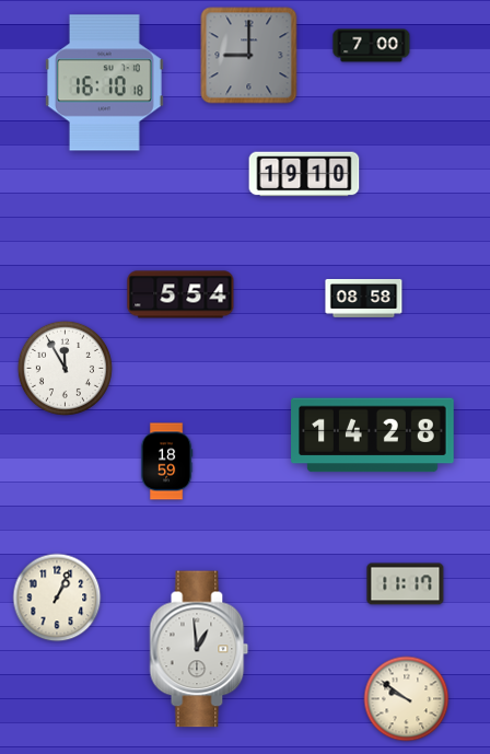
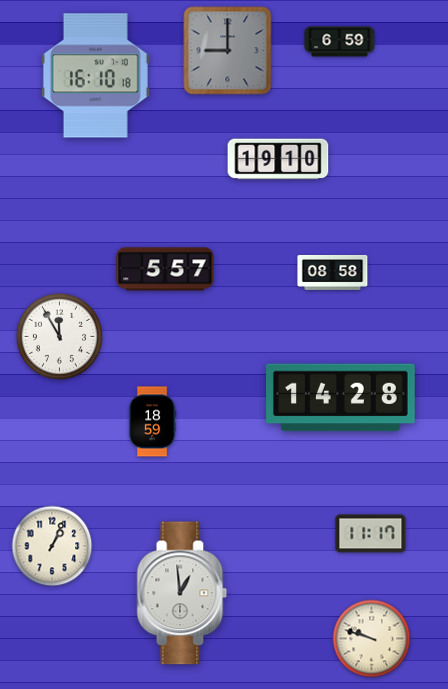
clock at (372, 46): 7:00 -> 6:59
clock at (180, 294): 5:54 -> 5:57
clock at (407, 699): 9:51 -> 9:48
